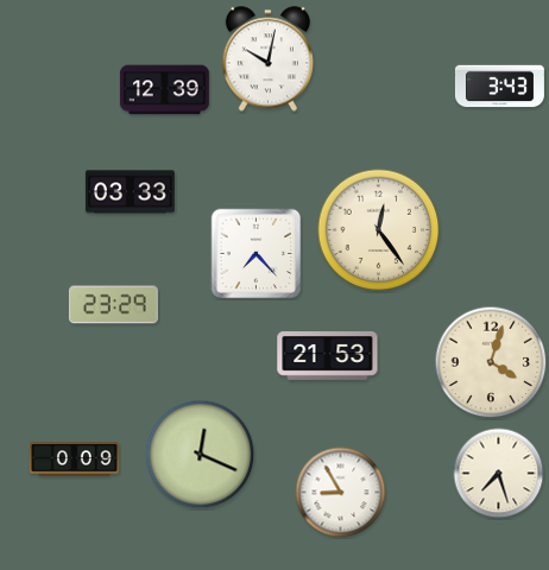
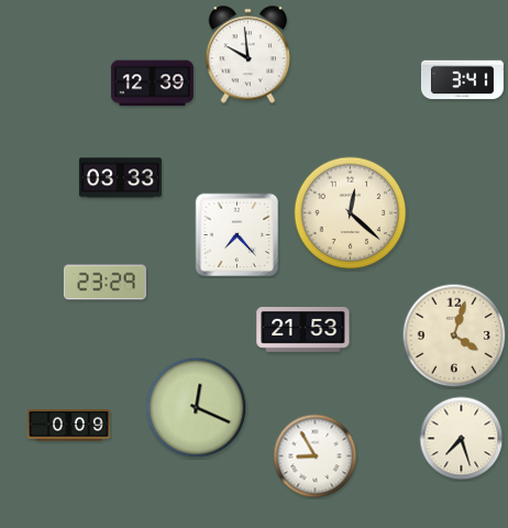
clock at (267, 59): 10:02 -> 9:59
clock at (499, 87): 3:43 -> 3:41
clock at (379, 230): 12:24 -> 12:22
clock at (201, 455) position: (201, 455) -> (197, 408)
